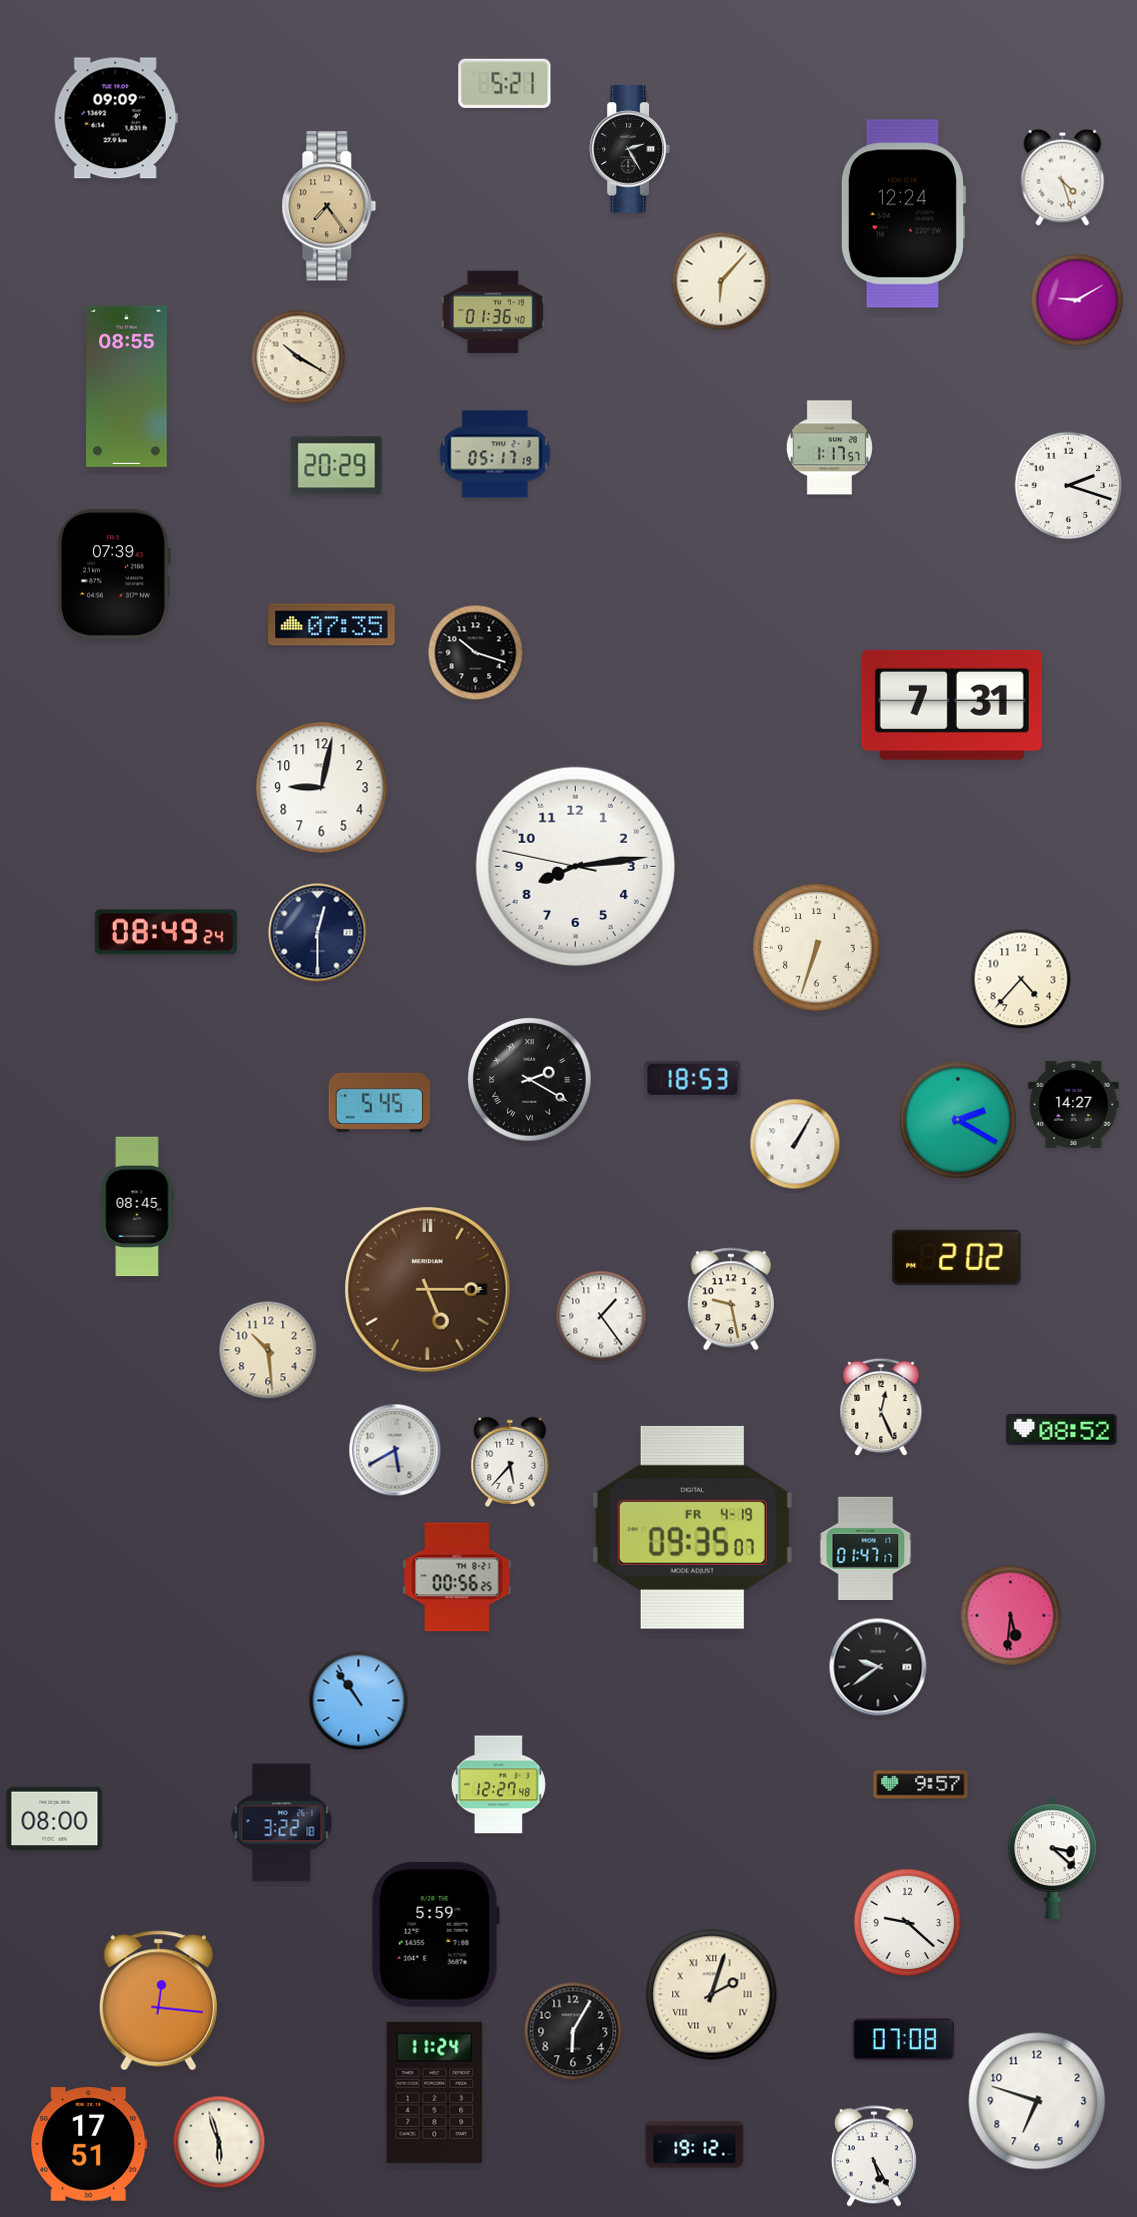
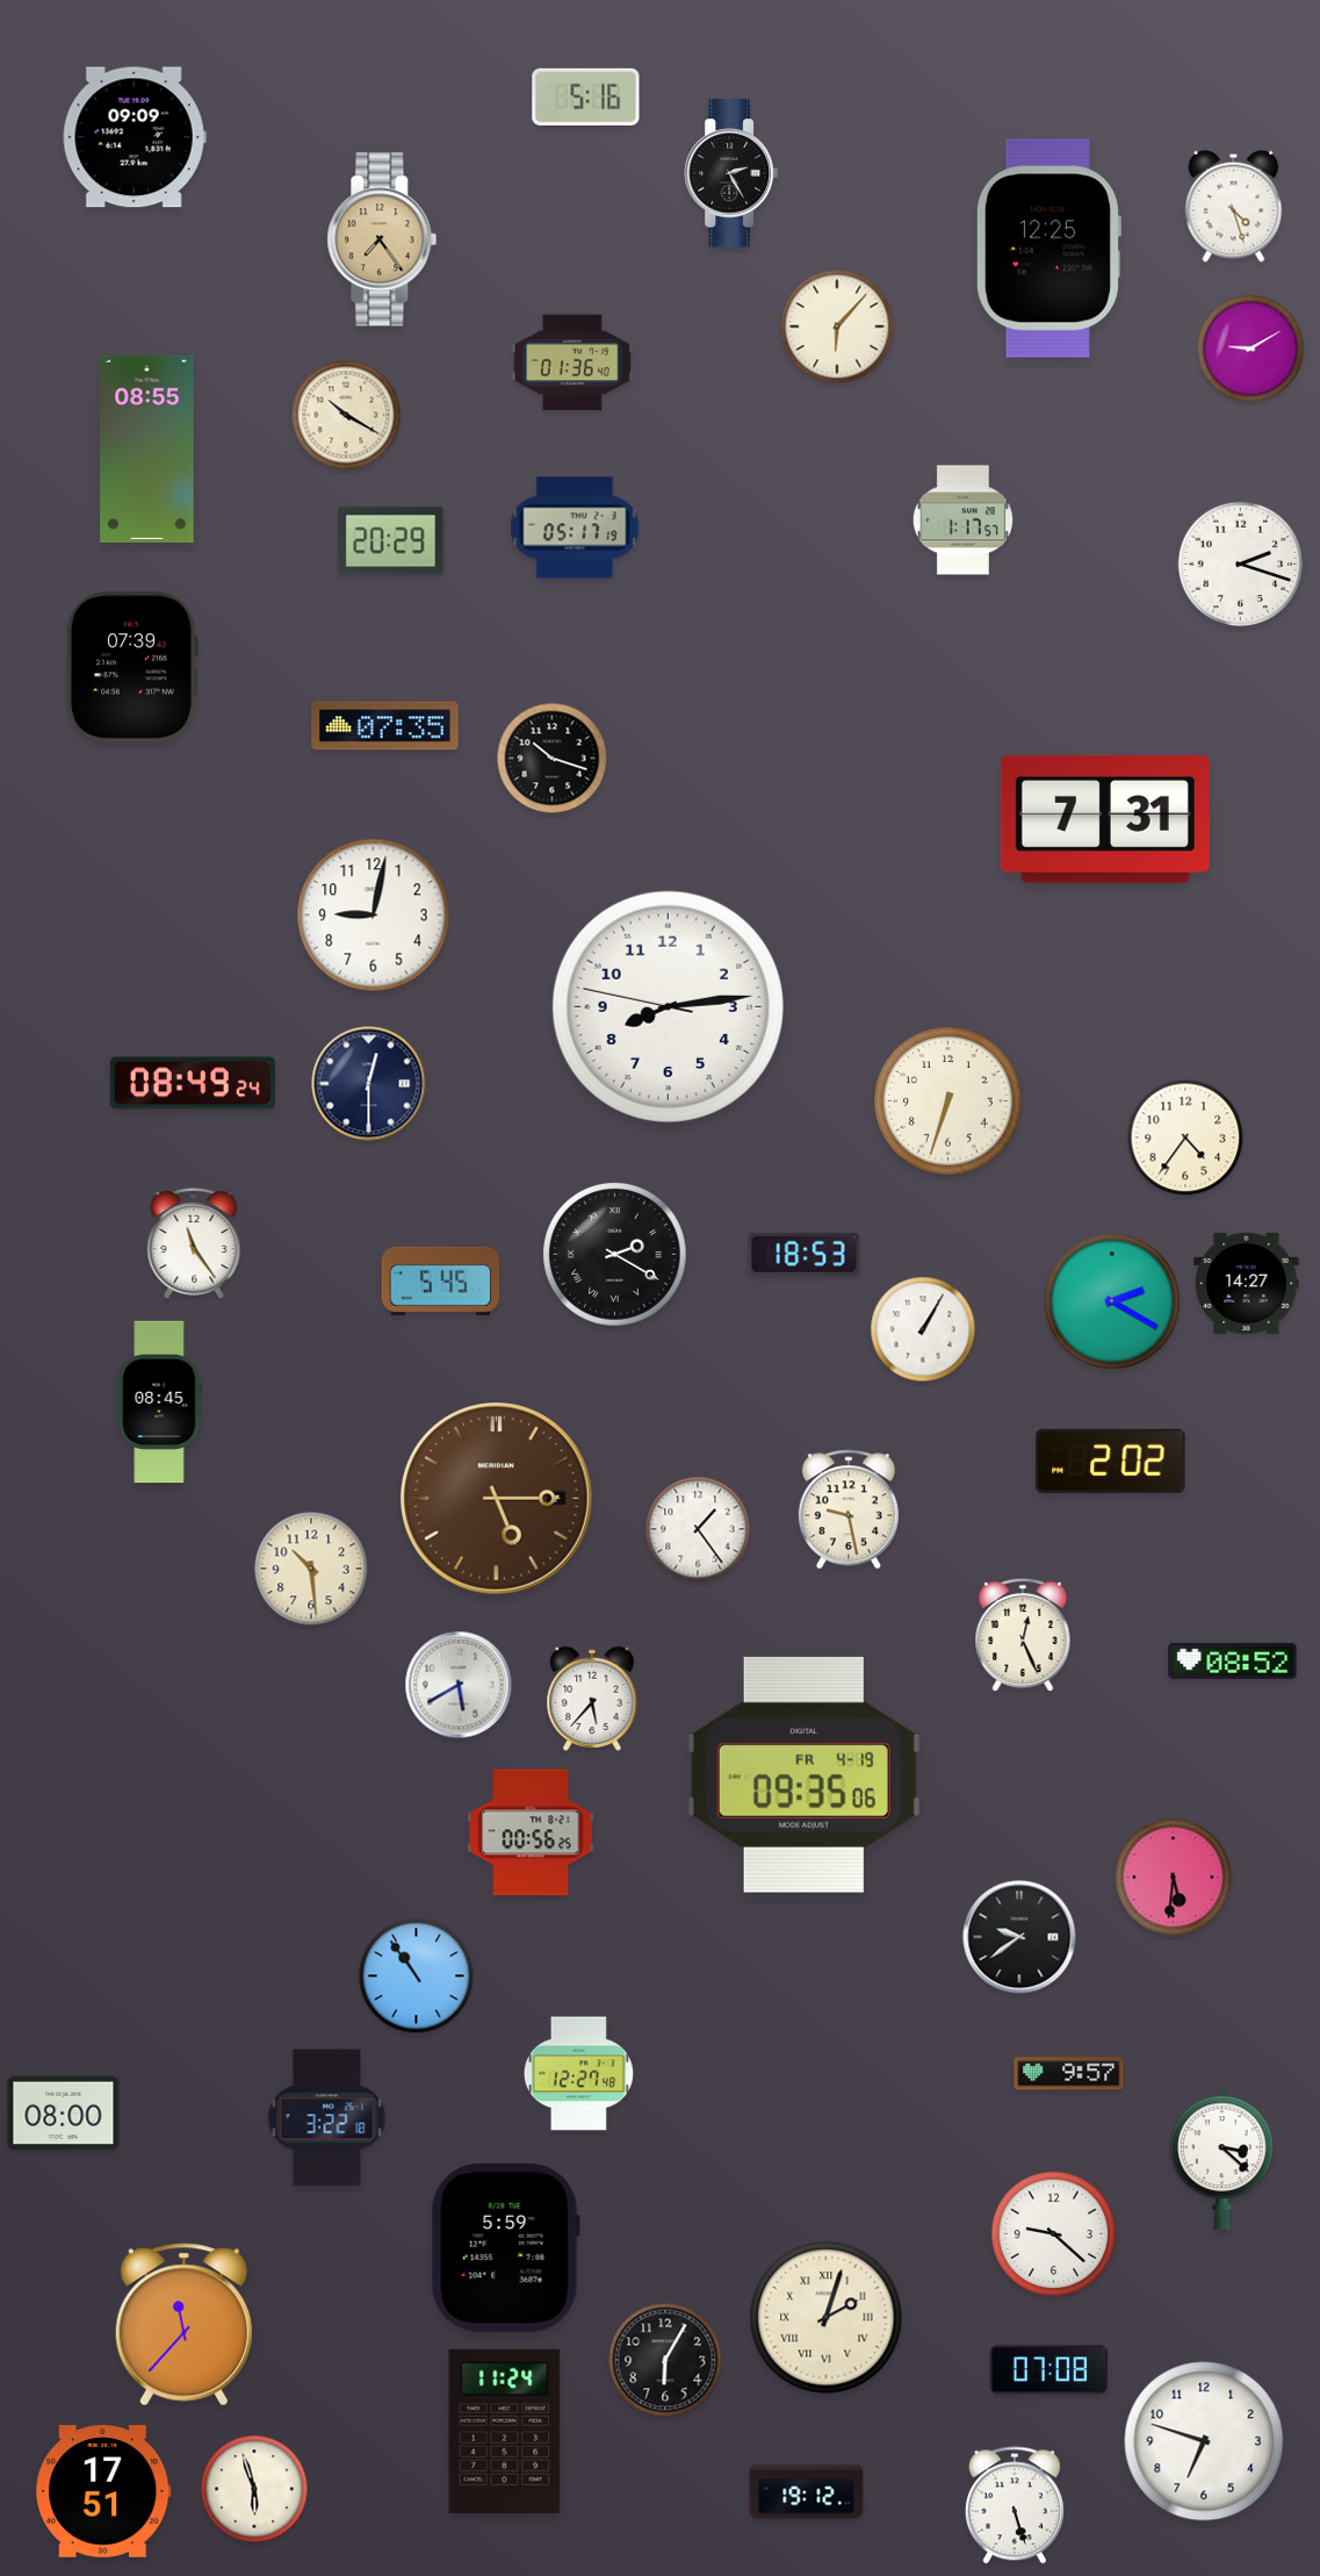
clock at (505, 83): 5:21 -> 5:16
clock at (903, 214): 12:24 -> 12:25
clock at (1021, 979): 4:37 -> 4:36
clock at (194, 1243): none -> 11:24
clock at (692, 1527): 09:35:07 -> 09:35:06
clock at (866, 1548): 01:47 -> none
clock at (158, 2001): 12:16 -> 11:37
clock at (874, 2156): 5:25 -> 5:27
